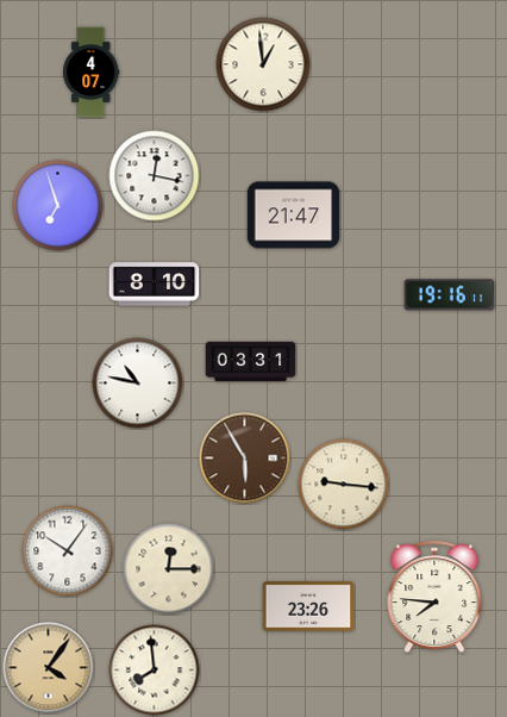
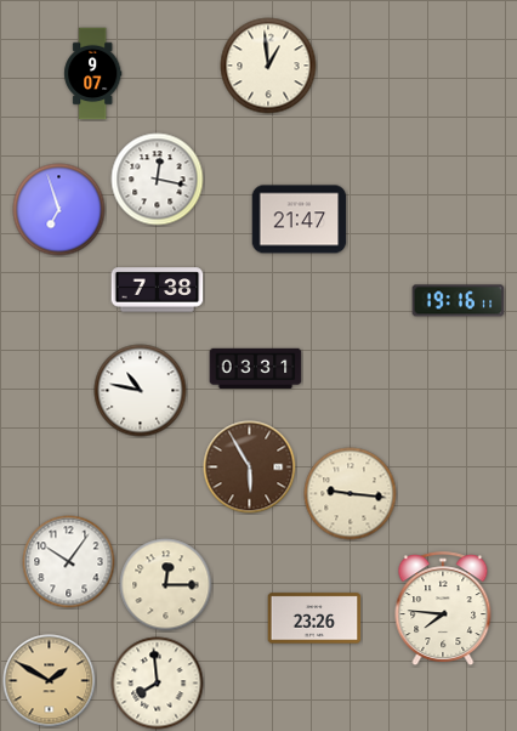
clock at (92, 73): 4:07 -> 9:07
clock at (155, 285): 8:10 -> 7:38
clock at (169, 569) position: (169, 569) -> (166, 585)
clock at (49, 668): 4:06 -> 1:50
